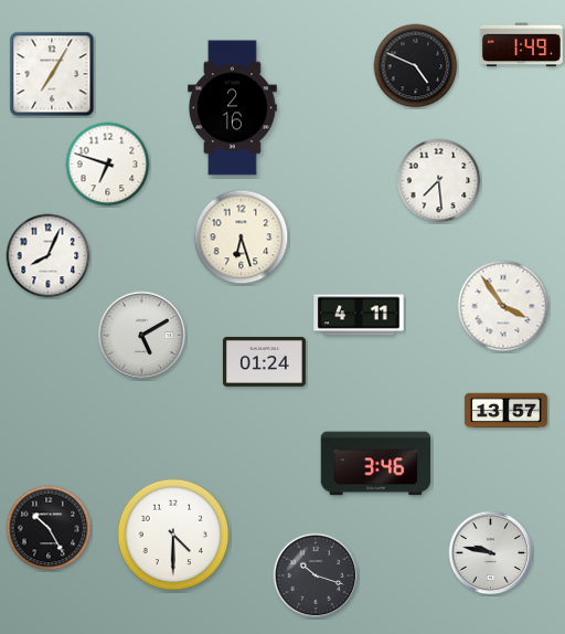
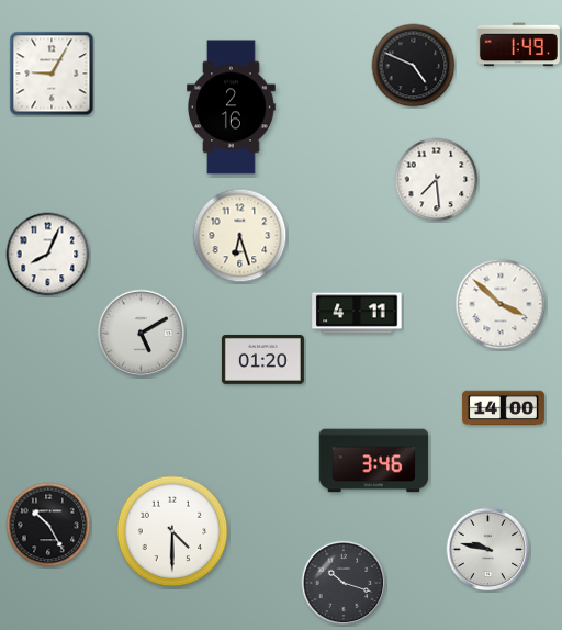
clock at (52, 74): 7:05 -> 9:05
clock at (108, 165): 6:48 -> none
clock at (503, 306): 3:54 -> 3:52
clock at (264, 362): 01:24 -> 01:20
clock at (505, 411): 13:57 -> 14:00
clock at (316, 575) position: (316, 575) -> (344, 583)
